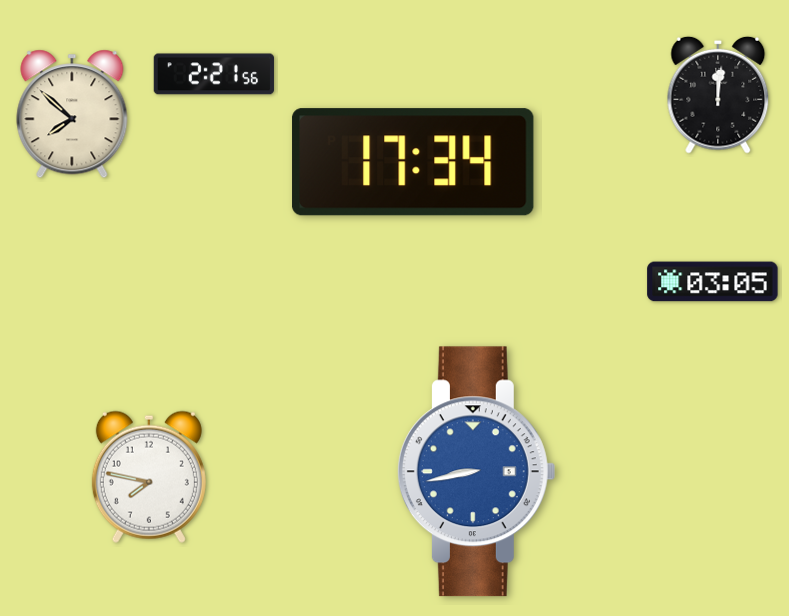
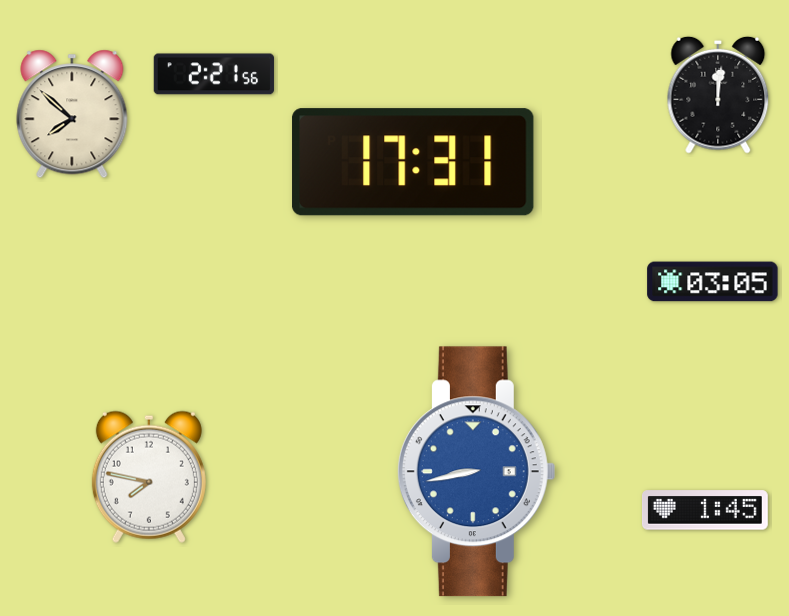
clock at (413, 162): 17:34 -> 17:31
clock at (705, 510): none -> 1:45
